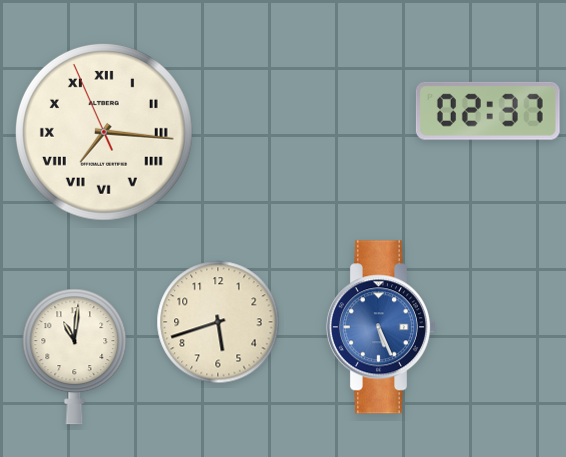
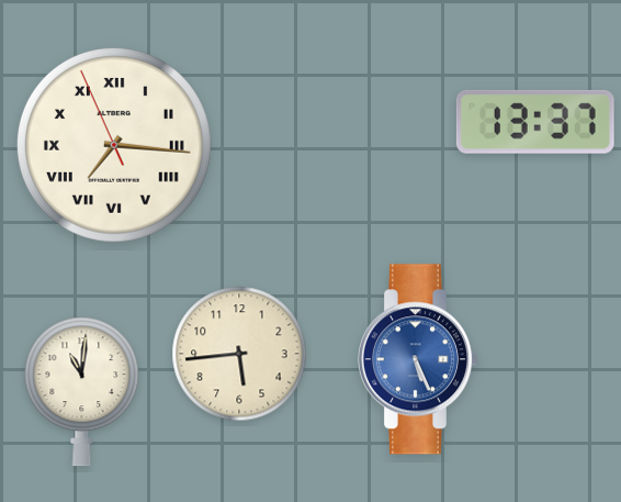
clock at (488, 111): 02:37 -> 13:37
clock at (218, 322): 5:42 -> 5:44
